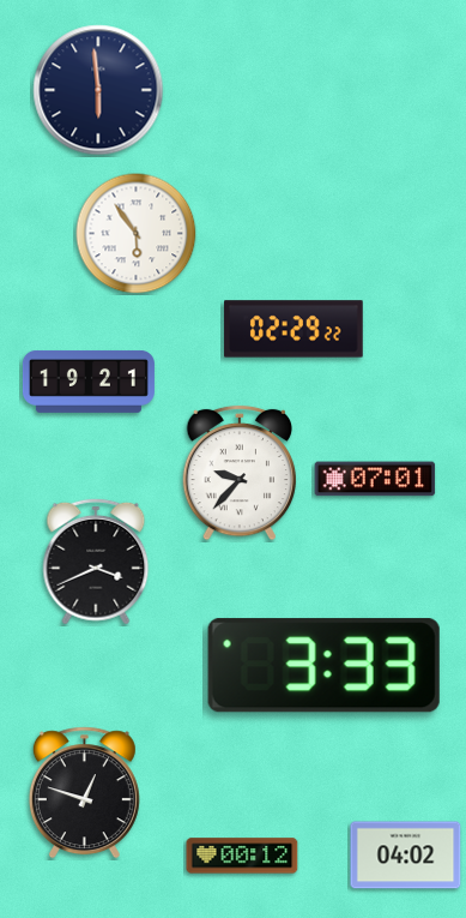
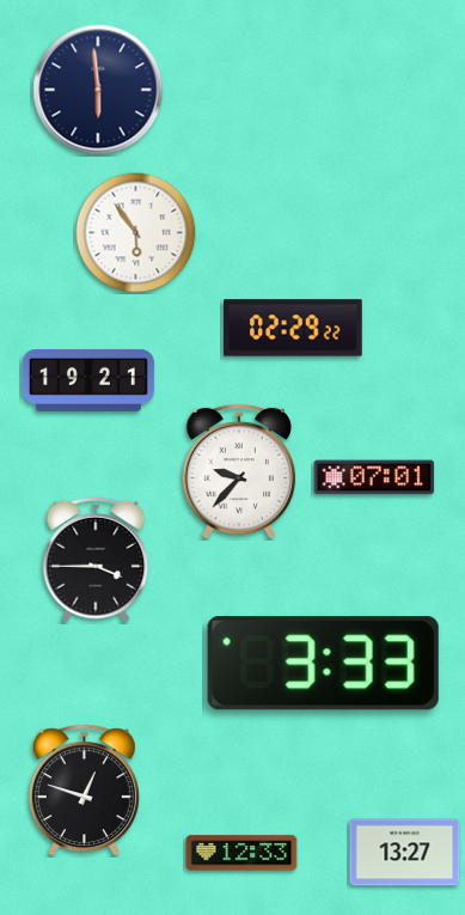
clock at (96, 562): 3:41 -> 3:45
clock at (242, 856): 00:12 -> 12:33
clock at (406, 856): 04:02 -> 13:27
